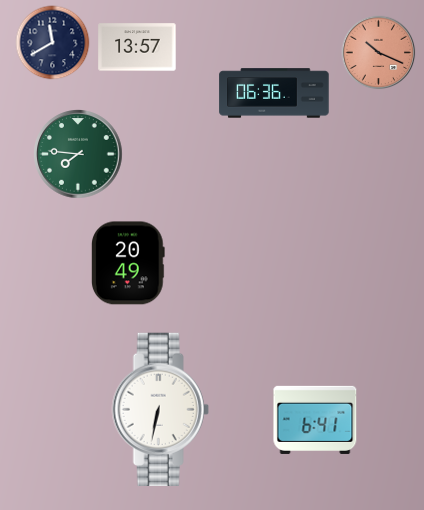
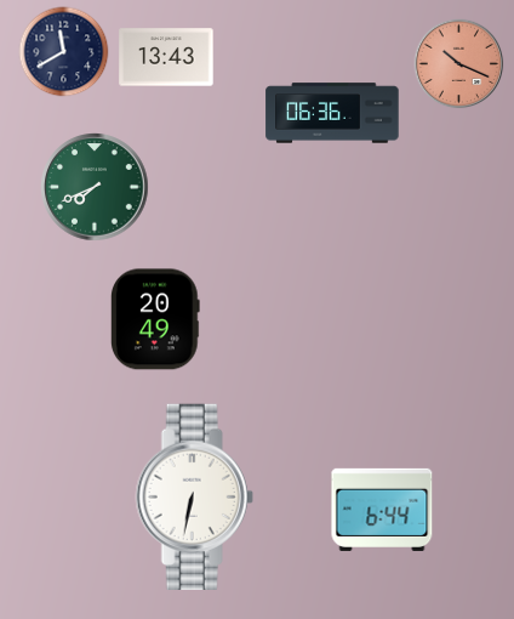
clock at (137, 47): 13:57 -> 13:43
clock at (78, 154): 7:46 -> 7:41
clock at (315, 420): 6:41 -> 6:44
